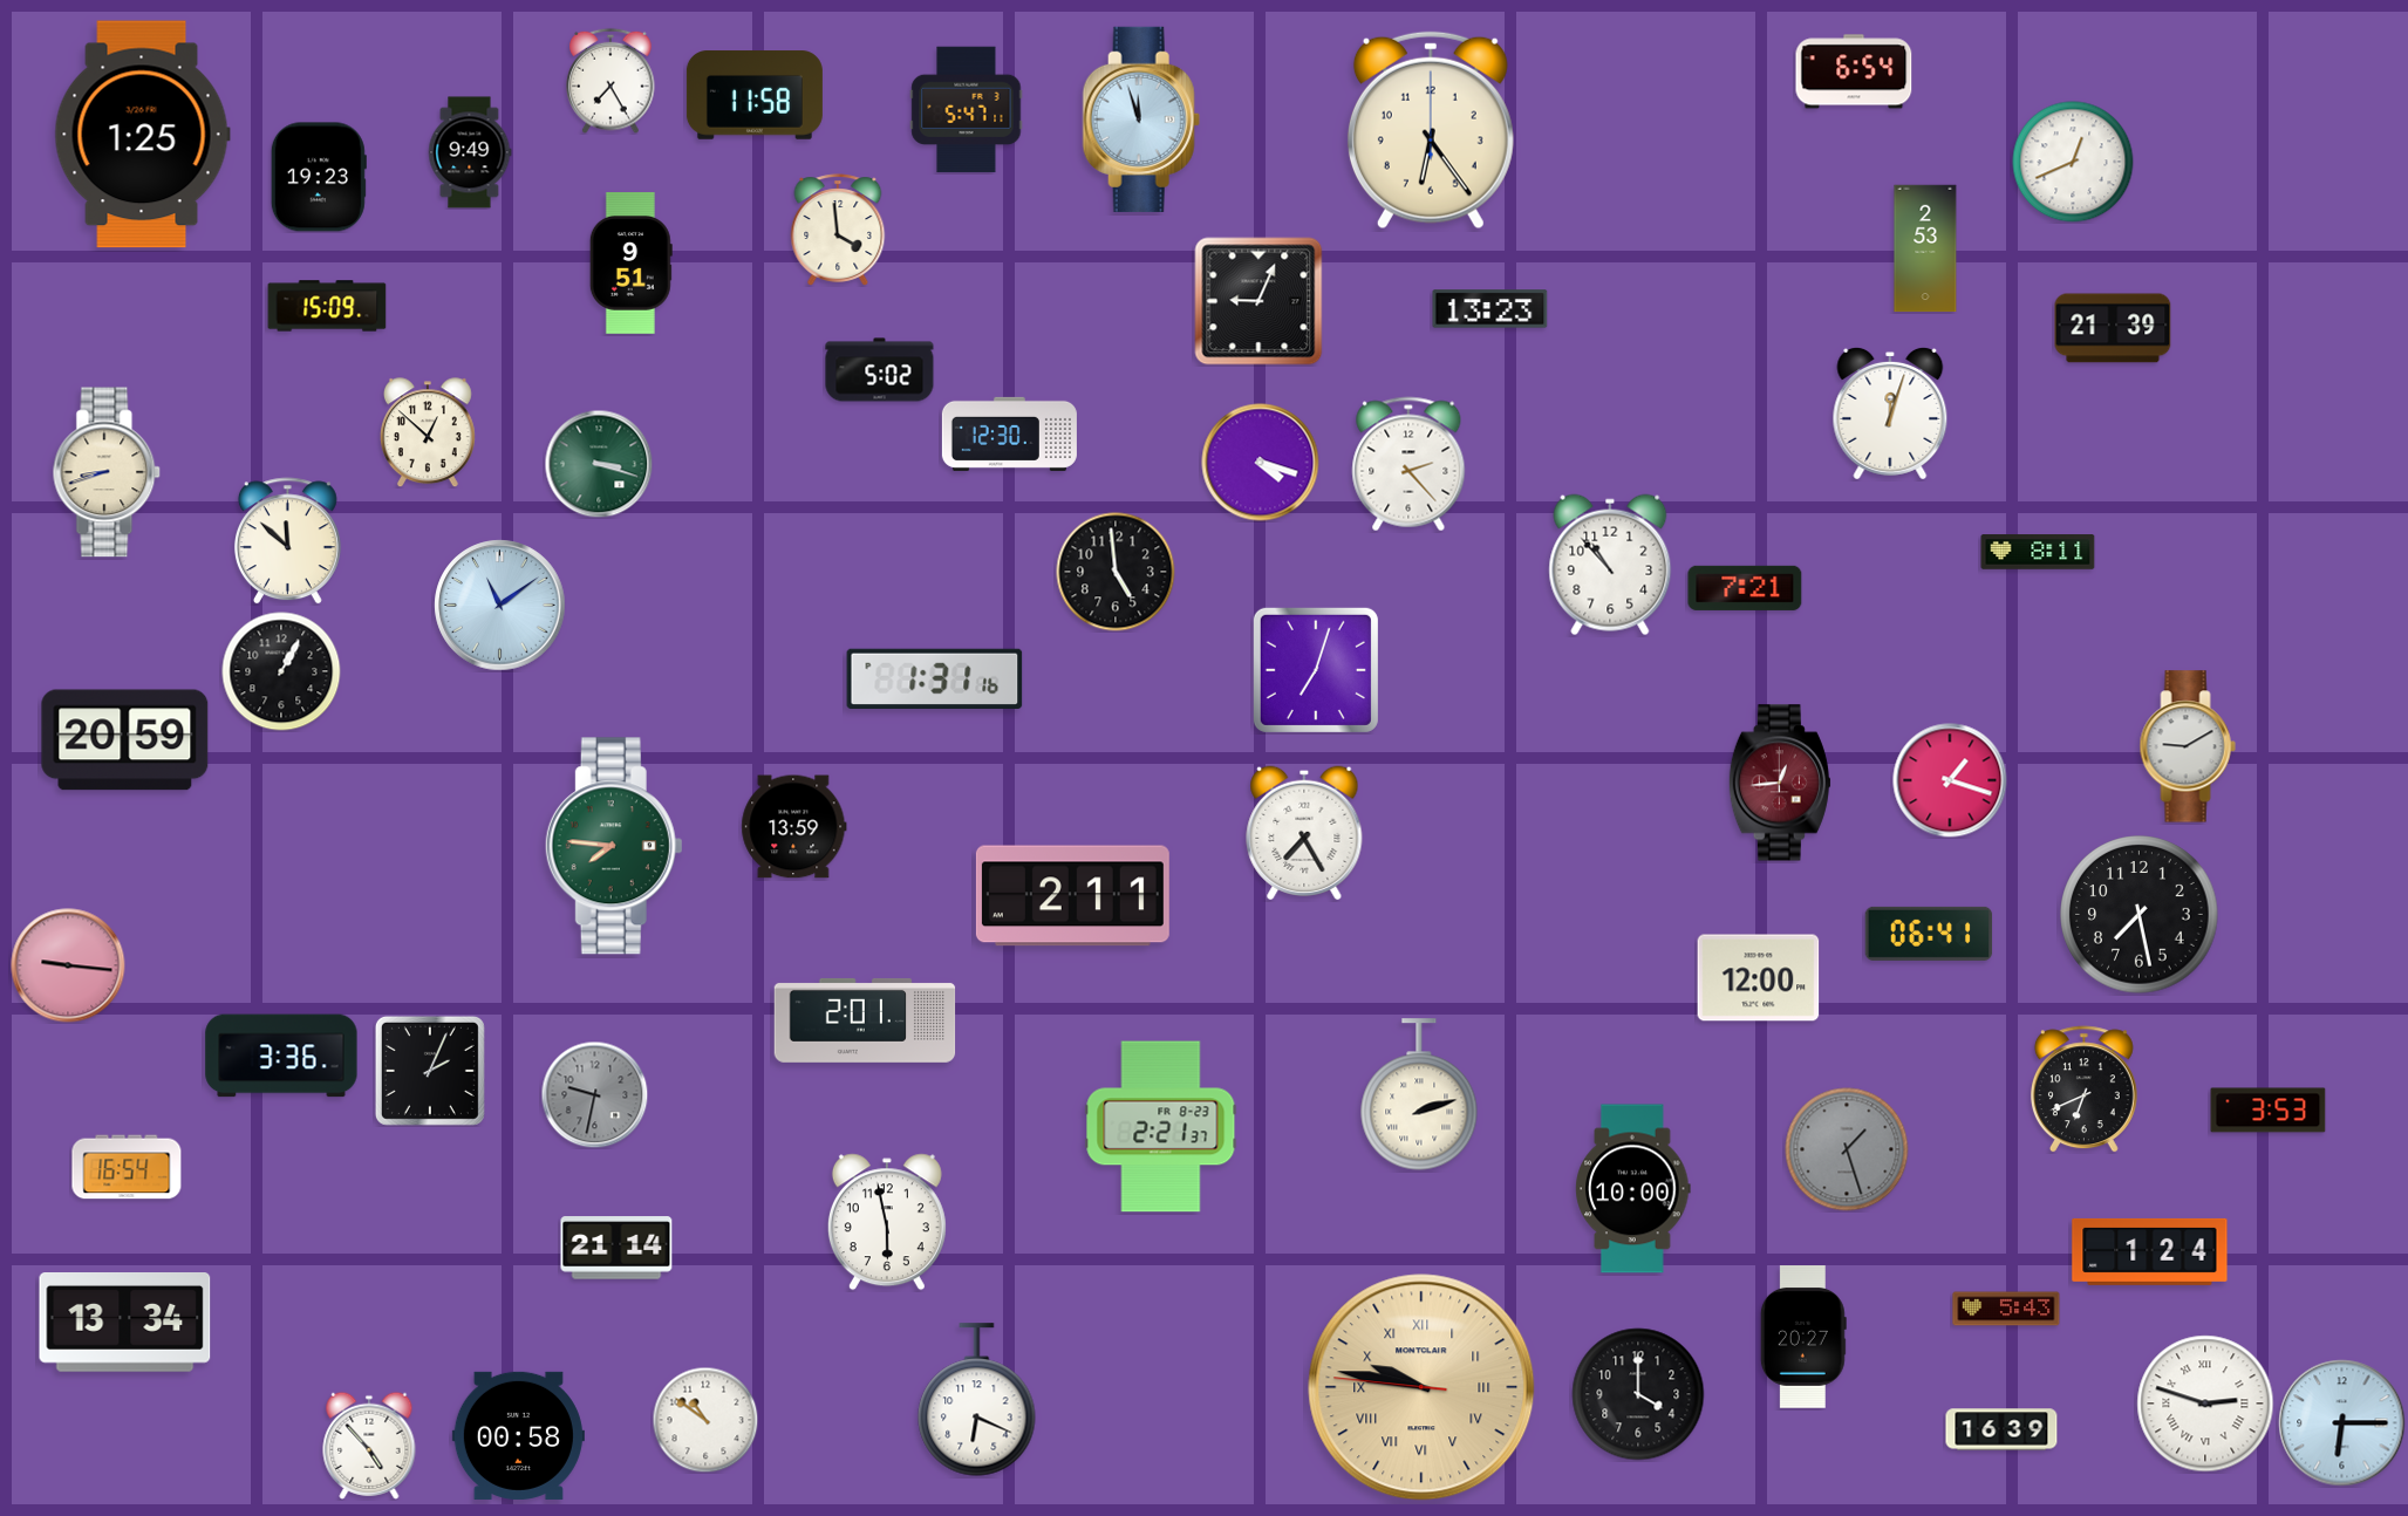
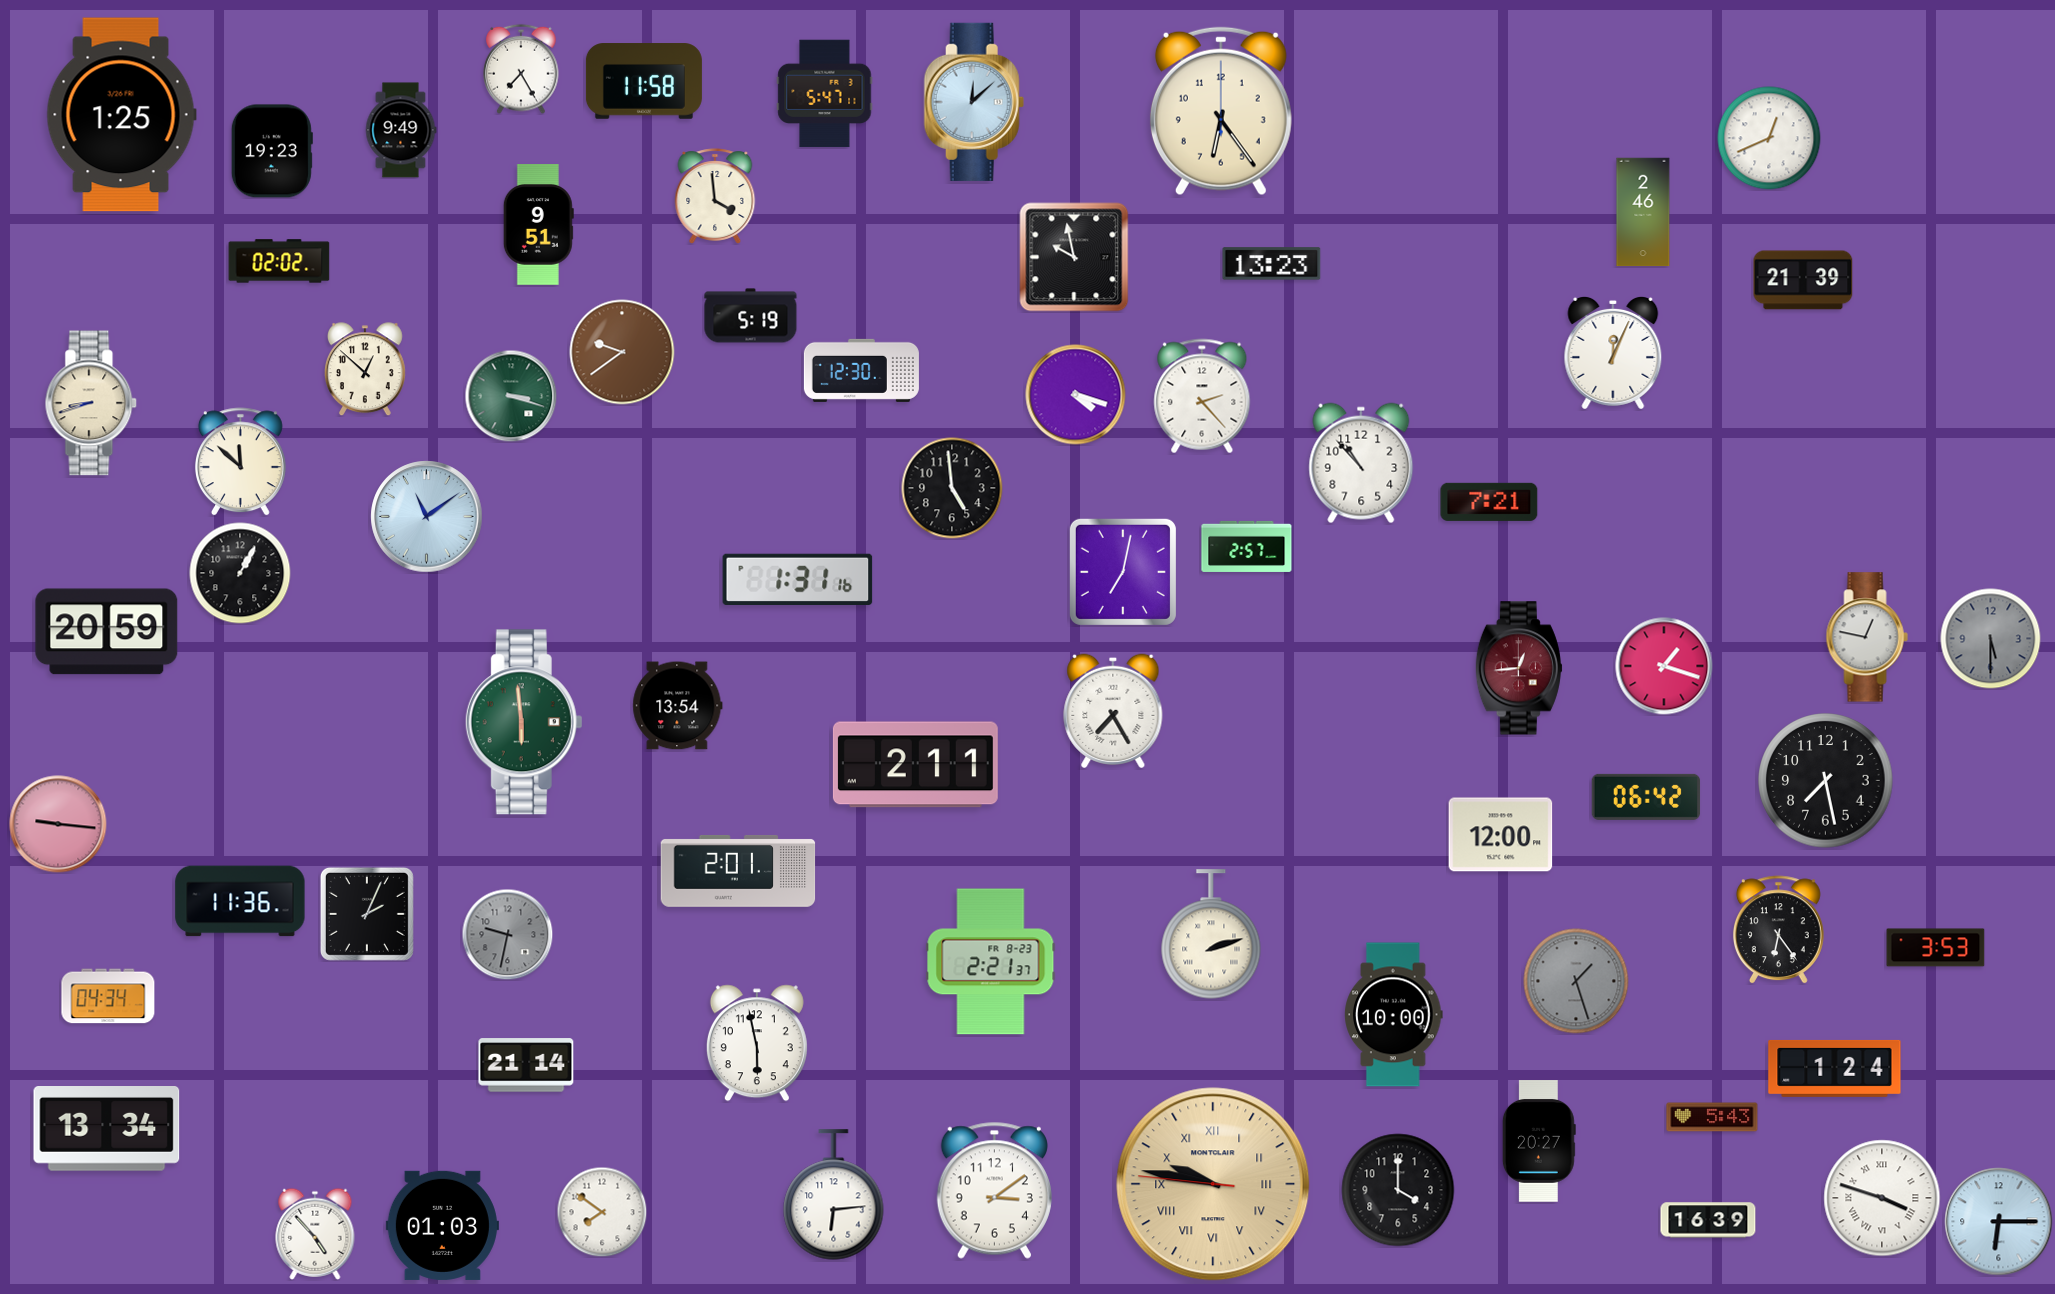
clock at (1854, 71): 6:54 -> none
clock at (1141, 119): 11:57 -> 12:08
clock at (1925, 248): 2:53 -> 2:46
clock at (1258, 301): 9:04 -> 9:58
clock at (327, 306): 15:09 -> 02:02
clock at (880, 370): 5:02 -> 5:19
clock at (622, 352): none -> 9:39
clock at (1890, 414): 12:03 -> 12:04
clock at (287, 541) position: (287, 541) -> (240, 462)
clock at (2038, 552): 8:11 -> none
clock at (1610, 565) position: (1610, 565) -> (1361, 463)
clock at (1247, 546): none -> 2:57
clock at (1316, 670): 7:03 -> 7:02
clock at (2188, 746): 9:10 -> 12:47
clock at (1991, 639): none -> 5:30
clock at (794, 827): 13:59 -> 13:54
clock at (614, 846): 7:46 -> 5:59
clock at (1929, 934): 06:41 -> 06:42
clock at (281, 1056): 3:36 -> 11:36
clock at (2083, 1090): 6:41 -> 6:24
clock at (127, 1167): 16:54 -> 04:34
clock at (994, 1190): none -> 3:09
clock at (977, 1400): 6:19 -> 6:14
clock at (2205, 1404): 2:48 -> 3:48
clock at (705, 1420): 10:51 -> 7:51
clock at (2342, 1423) position: (2342, 1423) -> (1999, 1222)
clock at (518, 1435): 00:58 -> 01:03
